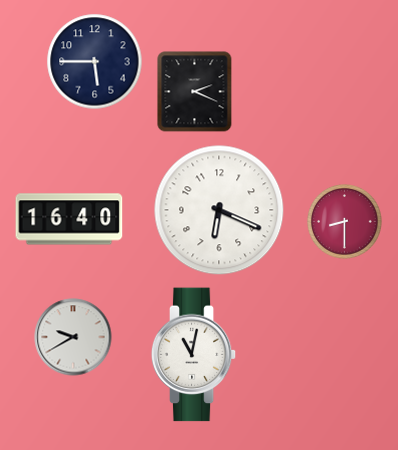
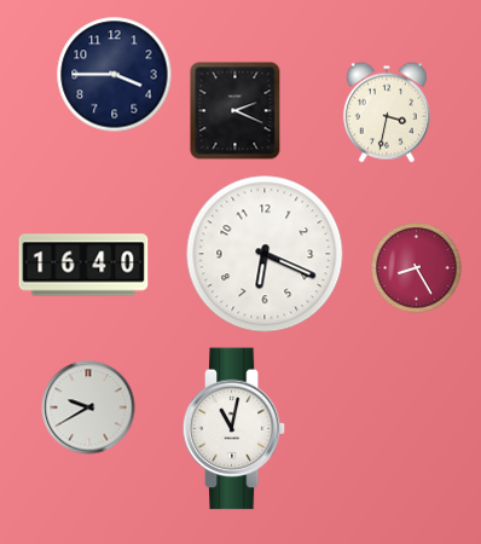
clock at (95, 62): 5:45 -> 3:45
clock at (387, 112): none -> 3:32
clock at (345, 222): 8:30 -> 8:25
